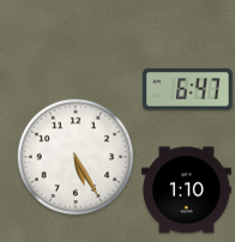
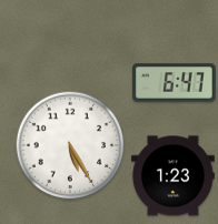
clock at (187, 190): 1:10 -> 1:23
